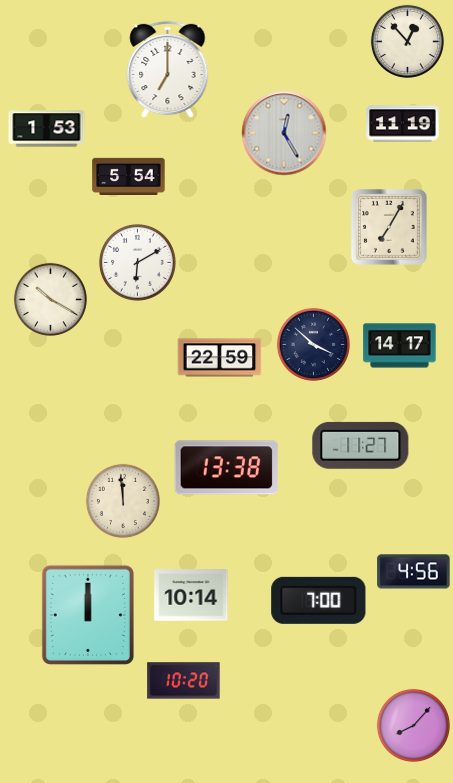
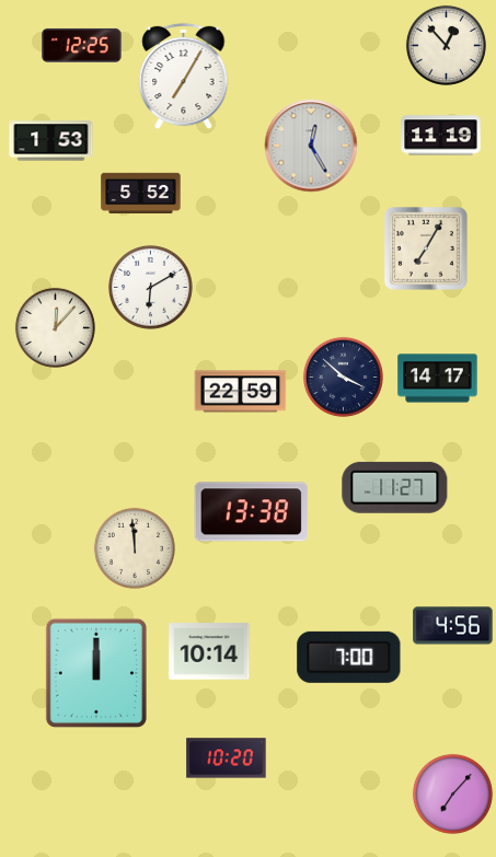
clock at (82, 45): none -> 12:25
clock at (168, 70): 7:00 -> 7:05
clock at (129, 176): 5:54 -> 5:52
clock at (50, 299): 10:20 -> 12:07
clock at (227, 468) position: (227, 468) -> (252, 512)
clock at (184, 681) position: (184, 681) -> (227, 758)
clock at (413, 725): 8:07 -> 7:07
